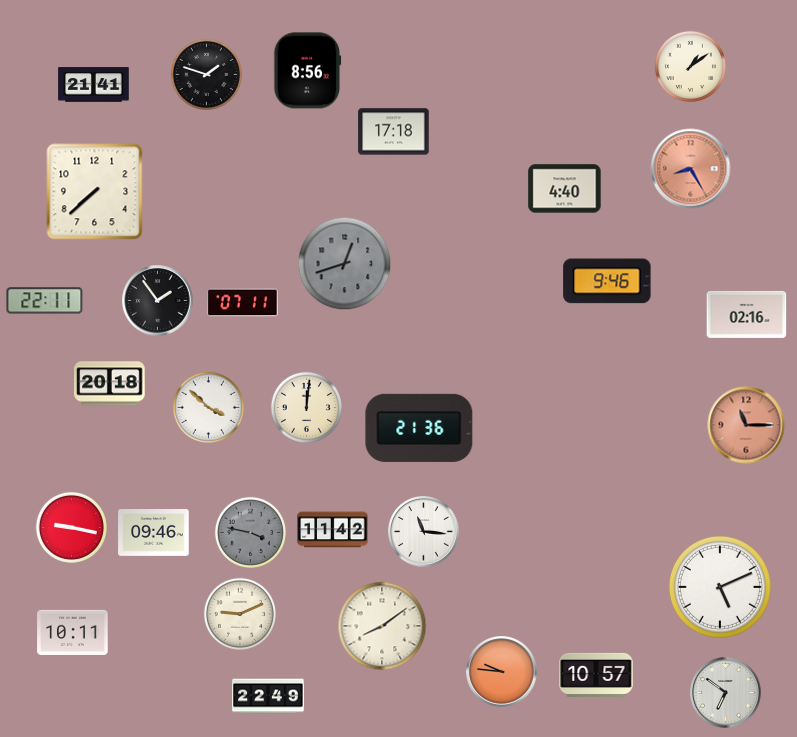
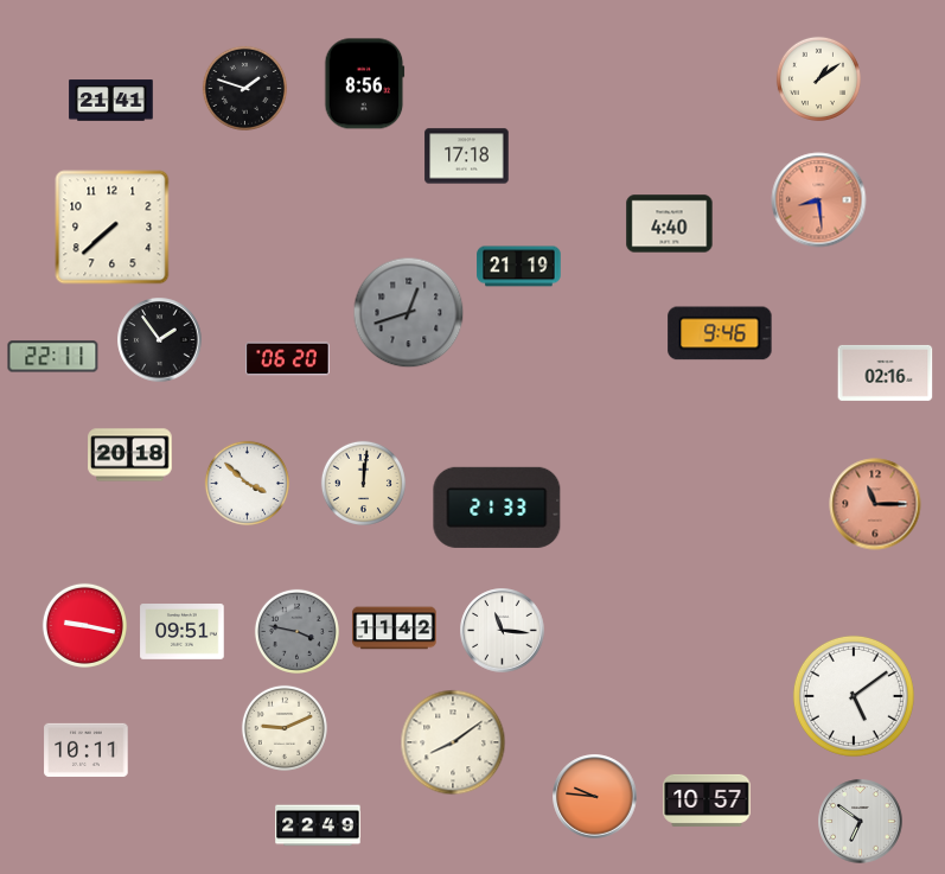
clock at (691, 169): 8:25 -> 8:29
clock at (519, 267): none -> 21:19
clock at (158, 301) position: (158, 301) -> (160, 340)
clock at (243, 303): 07:11 -> 06:20
clock at (746, 425) position: (746, 425) -> (875, 504)
clock at (419, 428): 21:36 -> 21:33
clock at (154, 533): 09:46 -> 09:51
clock at (720, 587): 5:11 -> 5:09
